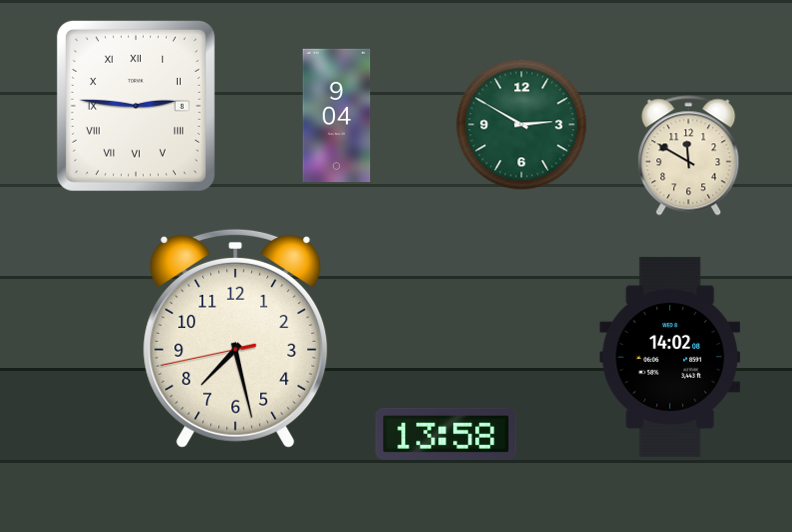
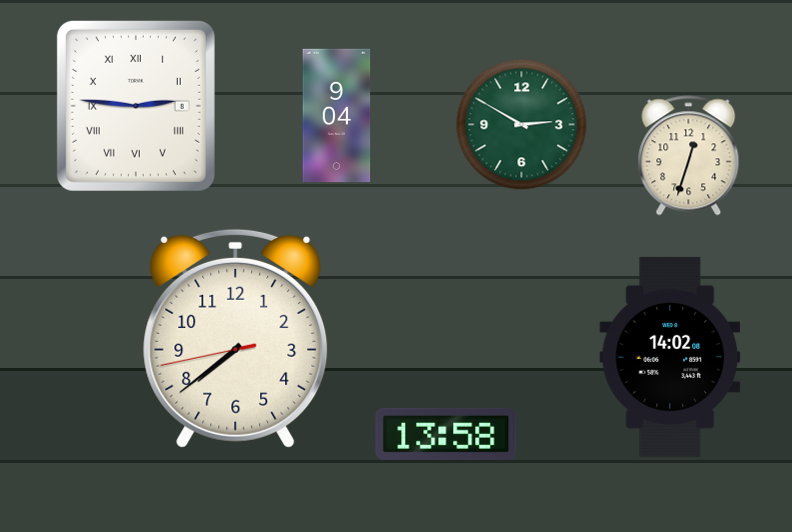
clock at (689, 156): 11:50 -> 12:33
clock at (236, 338): 7:27 -> 7:38
